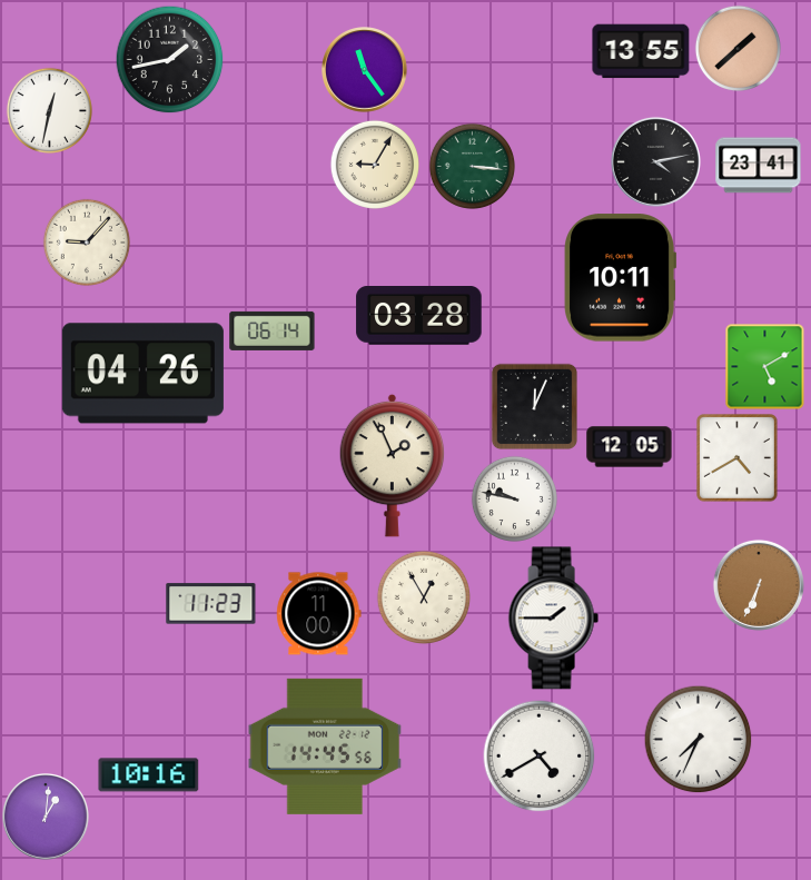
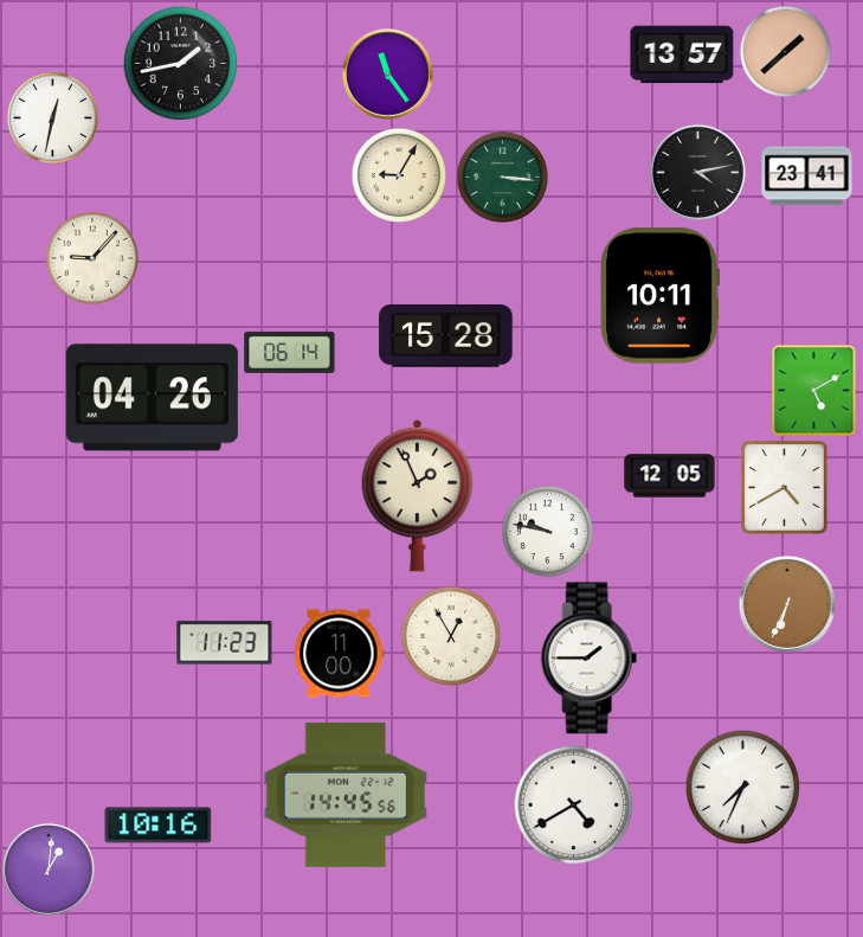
clock at (641, 51): 13:55 -> 13:57
clock at (419, 316): 03:28 -> 15:28
clock at (534, 406): 12:04 -> none
clock at (759, 585) position: (759, 585) -> (787, 604)
